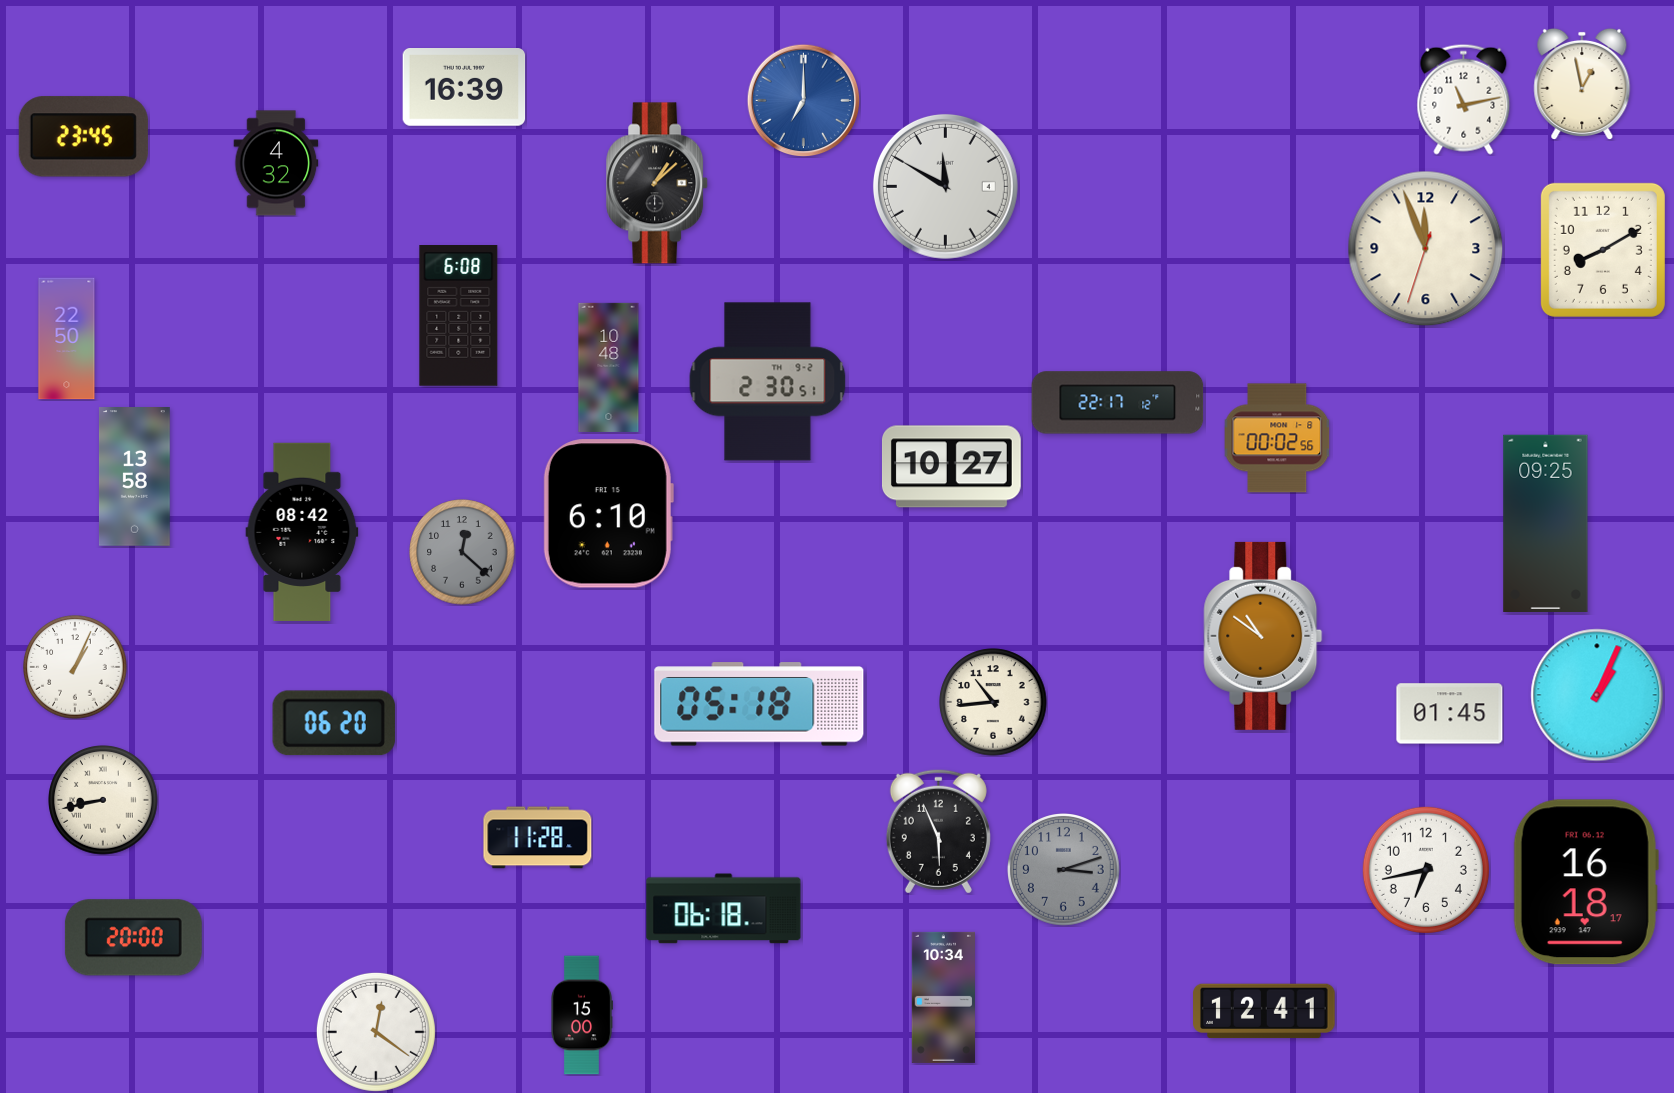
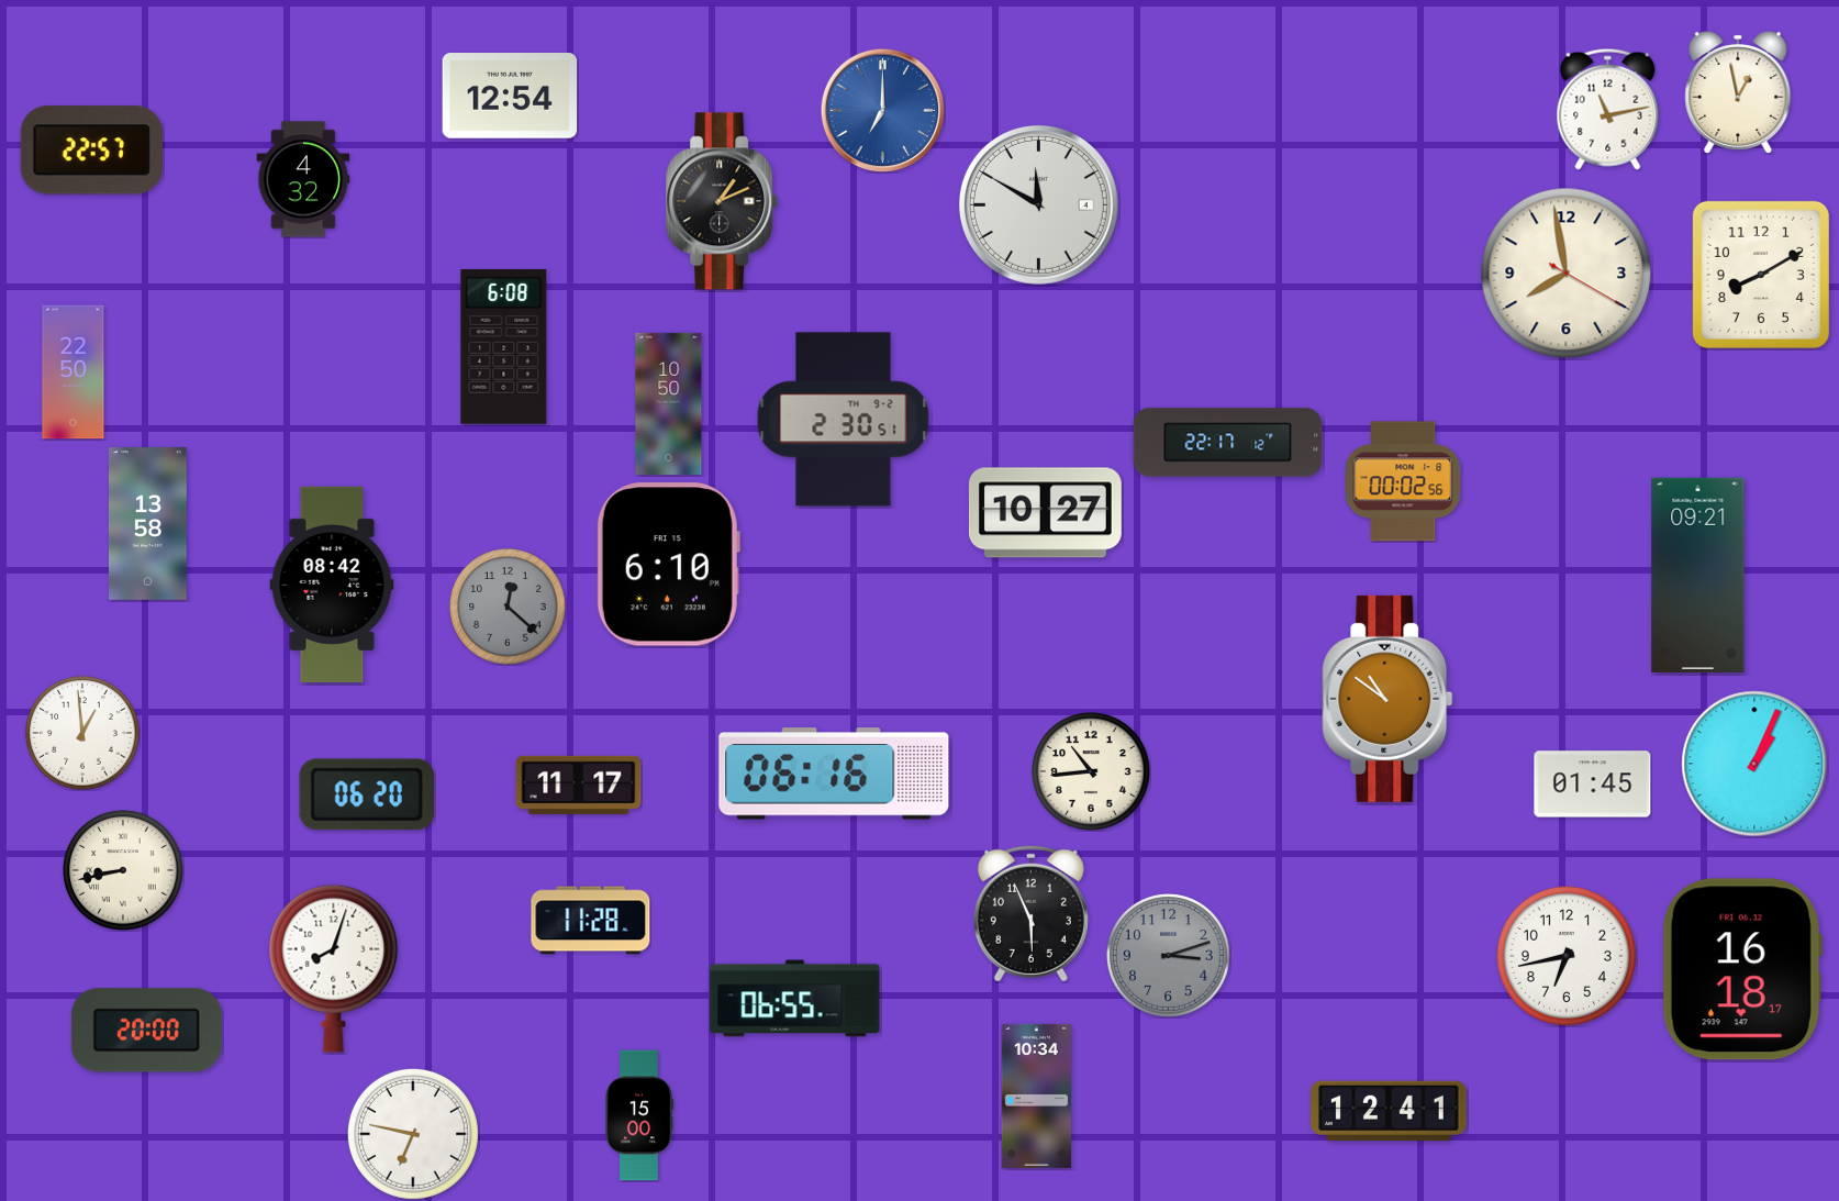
clock at (464, 88): 16:39 -> 12:54
clock at (83, 137): 23:45 -> 22:57
clock at (658, 183): 1:08 -> 1:11
clock at (1426, 249): 11:56 -> 7:58
clock at (609, 367): 10:48 -> 10:50
clock at (1546, 523): 09:25 -> 09:21
clock at (75, 667): 1:04 -> 12:59
clock at (759, 704): 05:18 -> 06:16
clock at (579, 785): none -> 11:17
clock at (103, 800) position: (103, 800) -> (123, 870)
clock at (334, 968): none -> 8:03
clock at (724, 909): 06:18 -> 06:55
clock at (376, 1032): 12:21 -> 6:47
